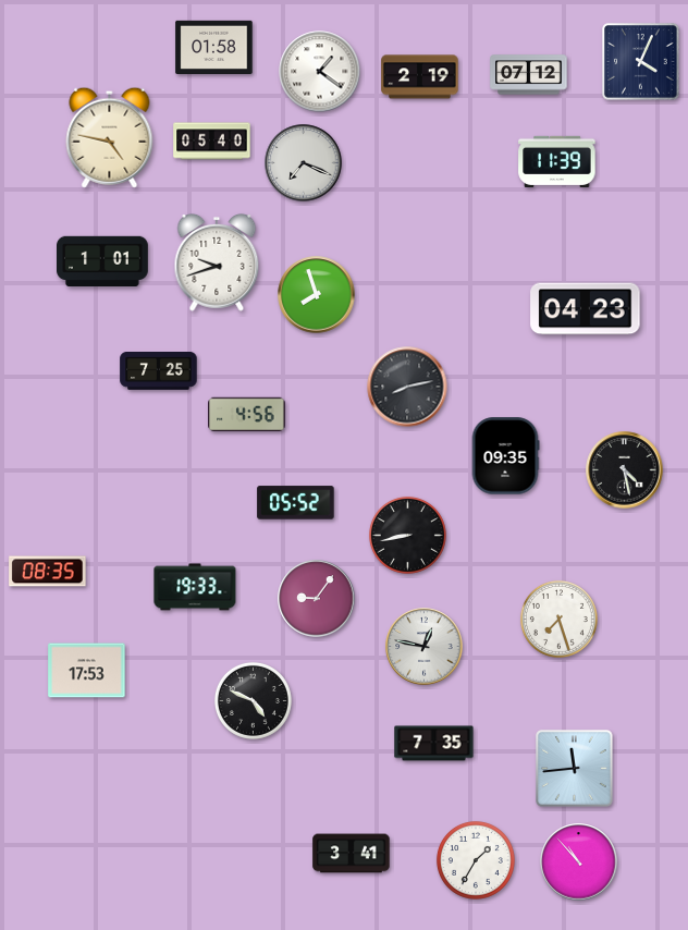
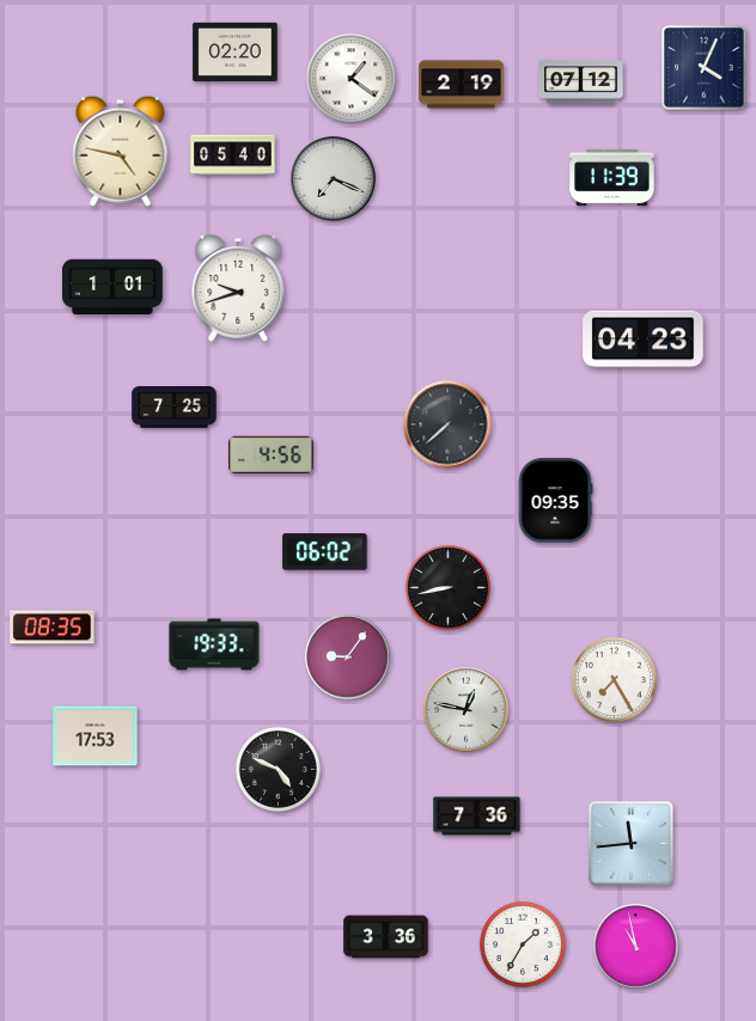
clock at (214, 47): 01:58 -> 02:20
clock at (317, 295): 7:57 -> none
clock at (407, 387): 8:13 -> 7:38
clock at (625, 470): 4:28 -> none
clock at (296, 503): 05:52 -> 06:02
clock at (558, 619): 7:27 -> 7:25
clock at (434, 744): 7:35 -> 7:36
clock at (352, 854): 3:41 -> 3:36
clock at (579, 862): 10:53 -> 10:58
